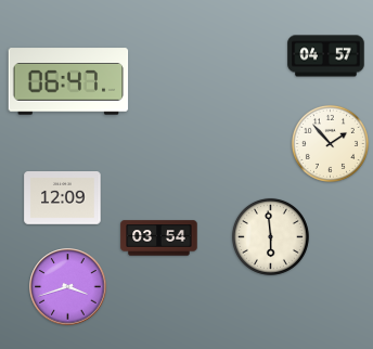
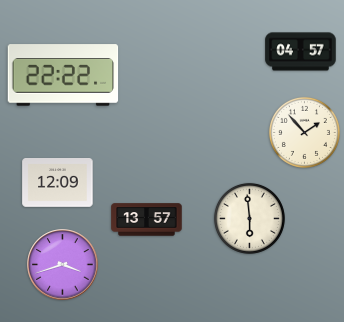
clock at (68, 81): 06:47 -> 22:22
clock at (159, 238): 03:54 -> 13:57
